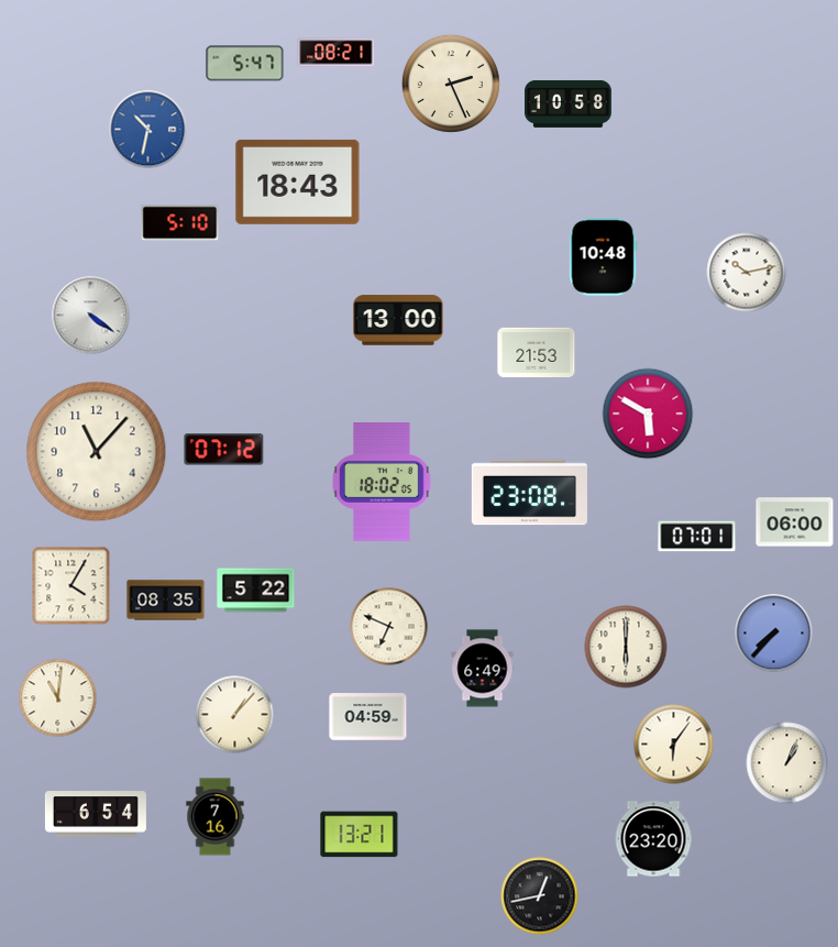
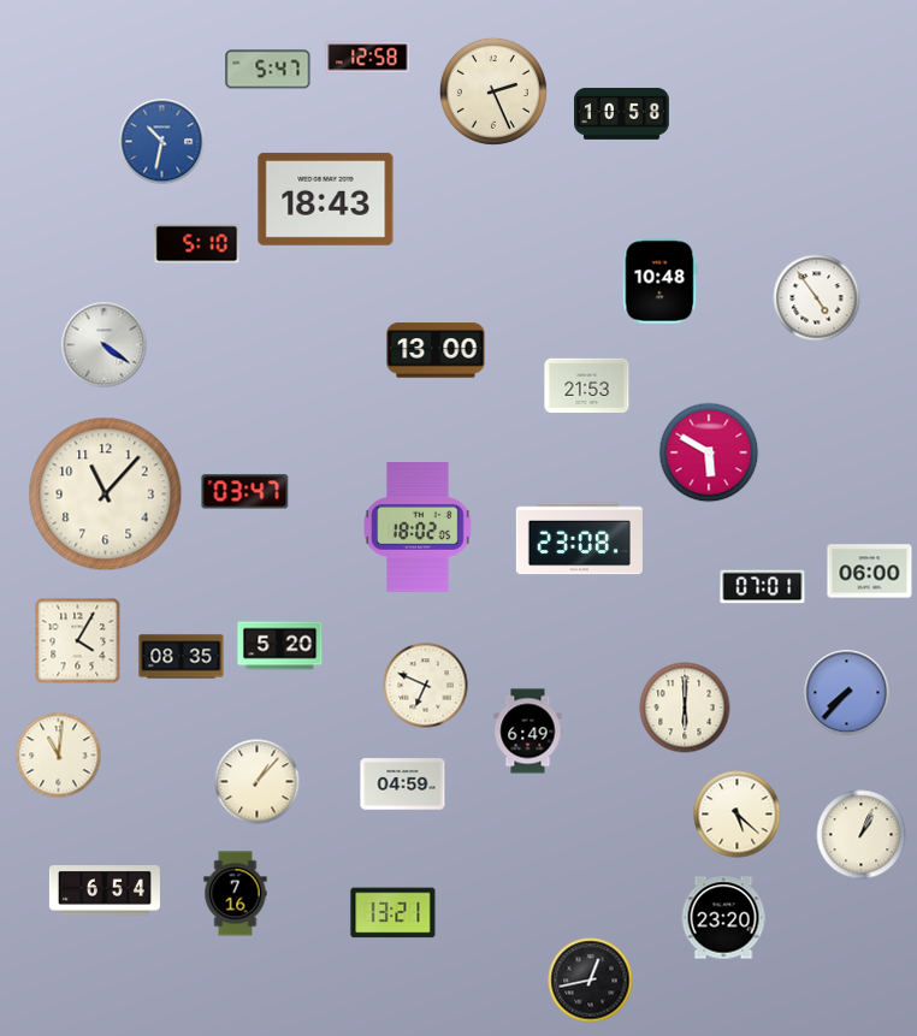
clock at (337, 53): 08:21 -> 12:58
clock at (747, 273): 10:13 -> 4:54
clock at (91, 316) position: (91, 316) -> (105, 345)
clock at (224, 450): 07:12 -> 03:47
clock at (256, 591): 5:22 -> 5:20
clock at (58, 698) position: (58, 698) -> (59, 756)
clock at (674, 745): 6:06 -> 5:22
clock at (653, 839) position: (653, 839) -> (723, 918)
